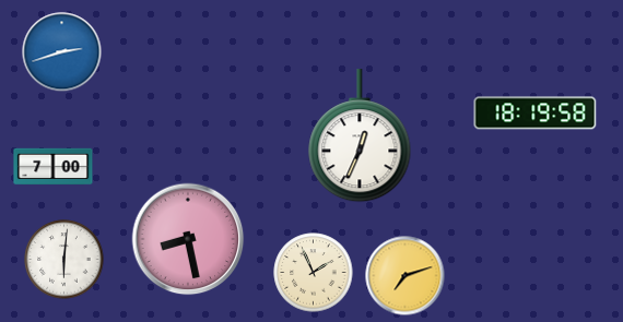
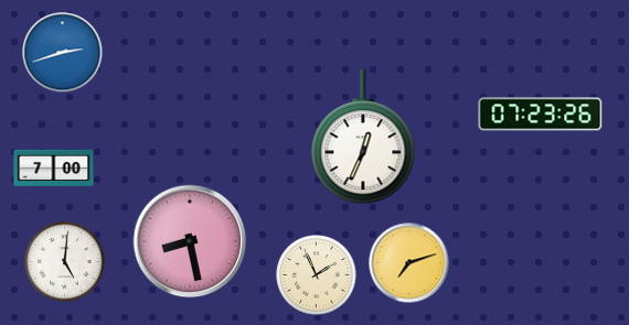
clock at (536, 114): 18:19 -> 07:23
clock at (64, 260): 6:01 -> 5:01
clock at (405, 276) position: (405, 276) -> (409, 263)
